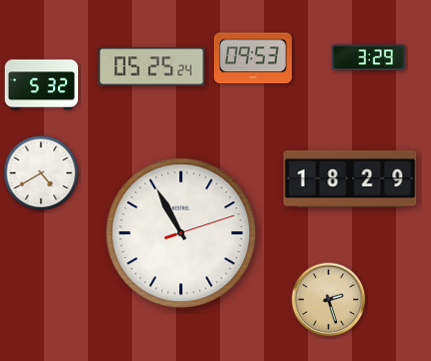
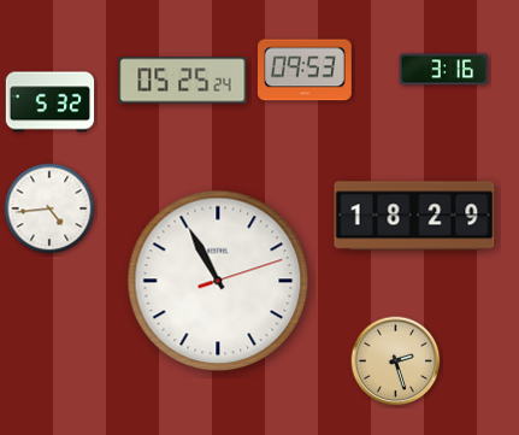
clock at (369, 58): 3:29 -> 3:16
clock at (41, 173): 4:40 -> 4:44
clock at (350, 179) position: (350, 179) -> (414, 216)
